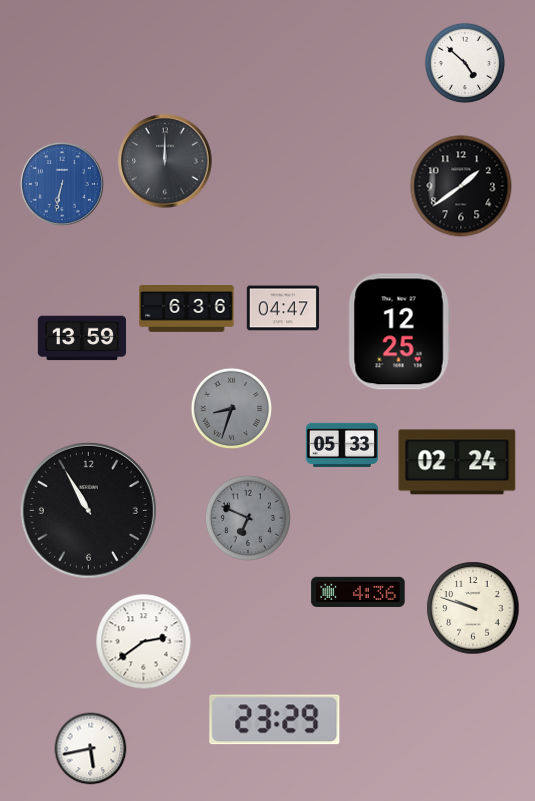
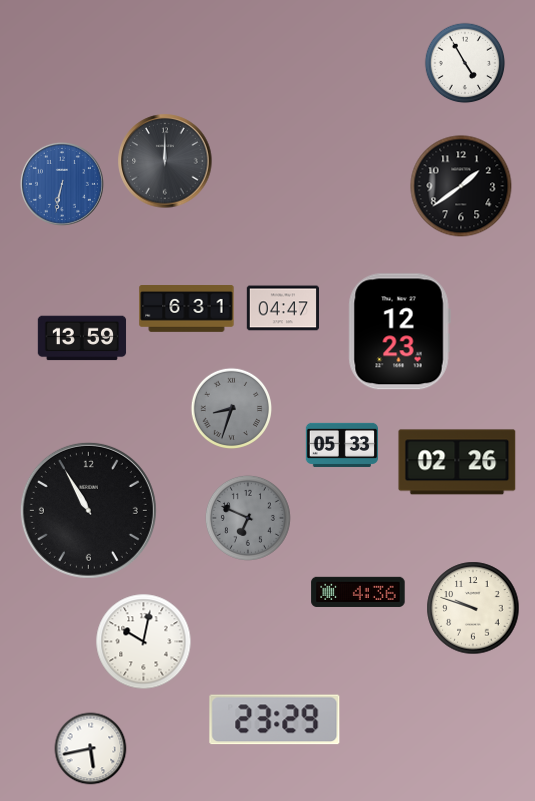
clock at (465, 63): 4:52 -> 4:55
clock at (187, 309): 6:36 -> 6:31
clock at (399, 332): 12:25 -> 12:23
clock at (457, 462): 02:24 -> 02:26
clock at (144, 642): 2:39 -> 10:02
